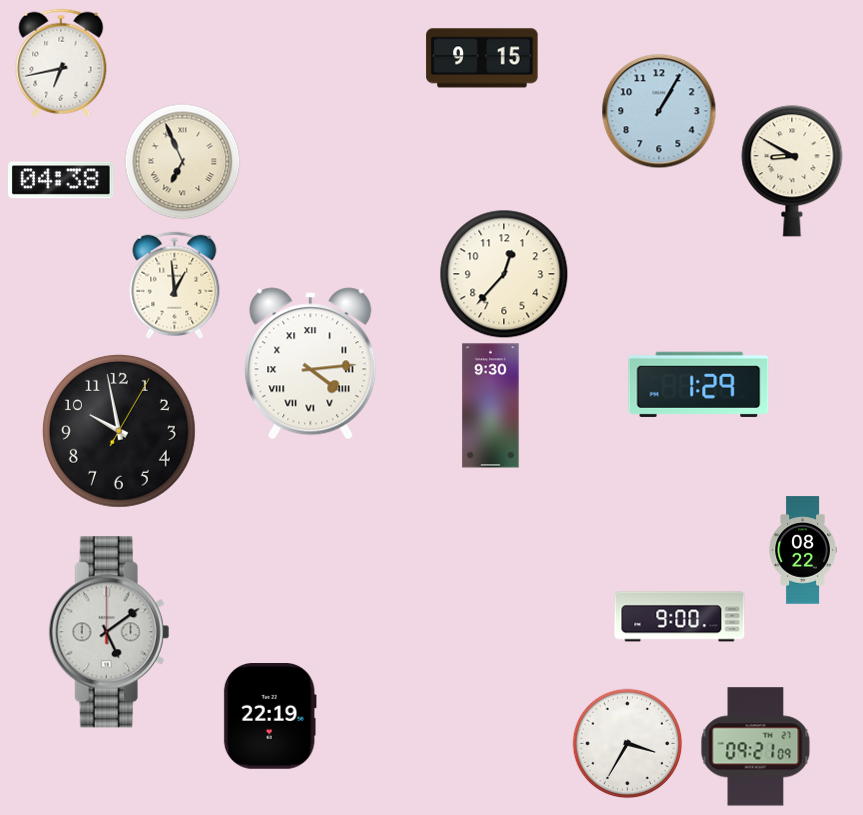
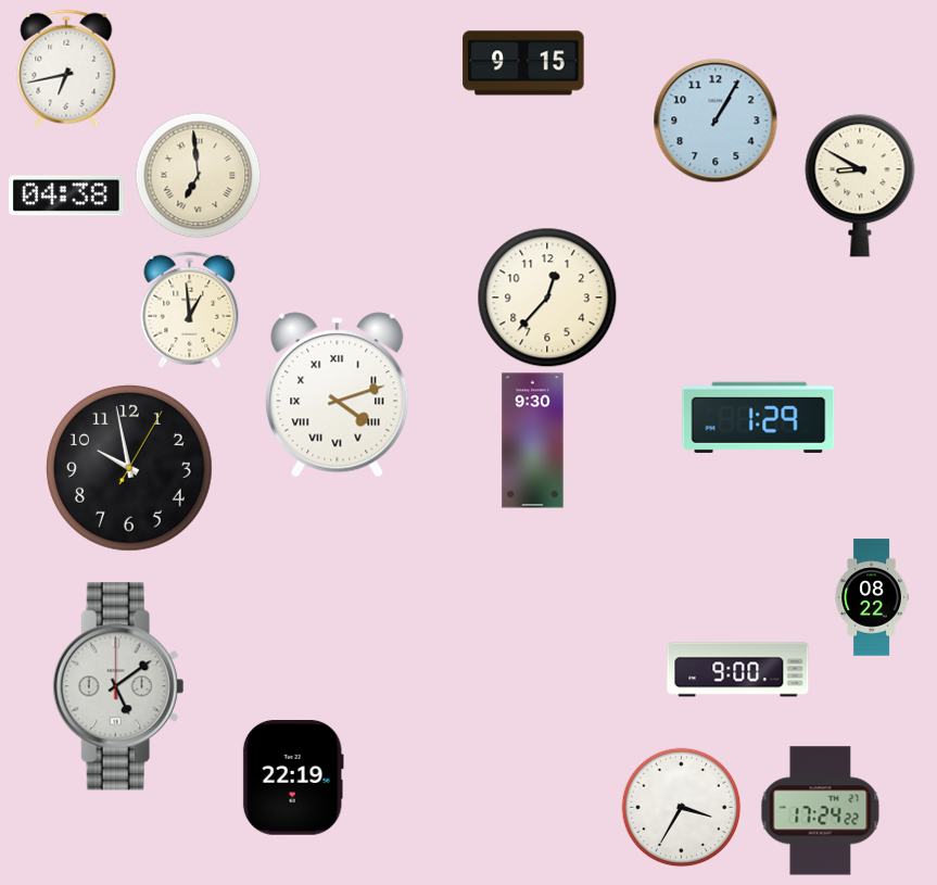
clock at (182, 161): 6:56 -> 6:59
clock at (311, 364): 4:14 -> 4:12
clock at (756, 747): 09:21 -> 17:24
